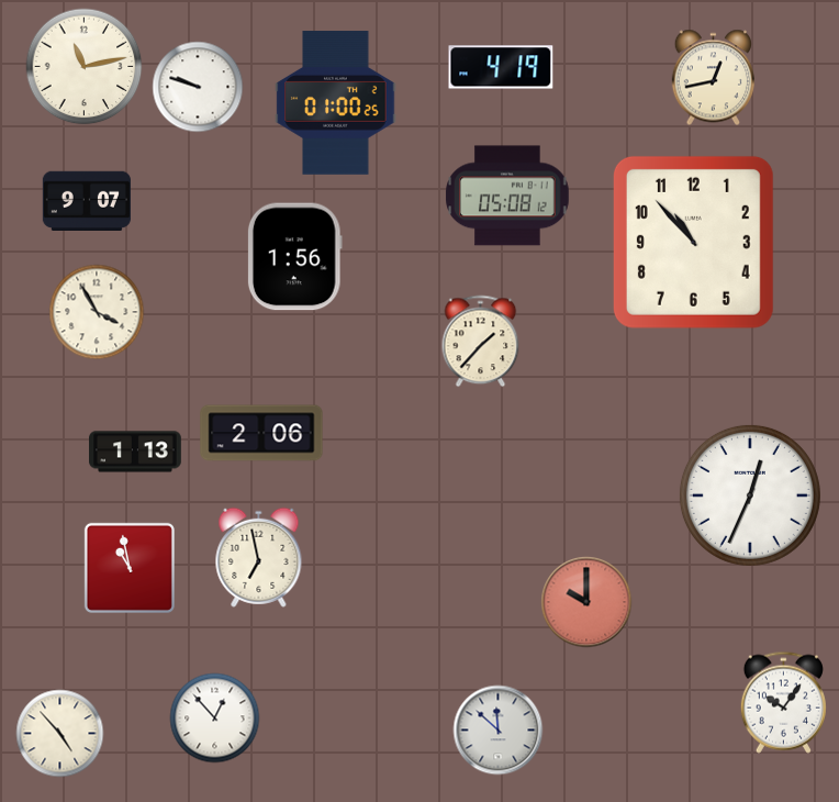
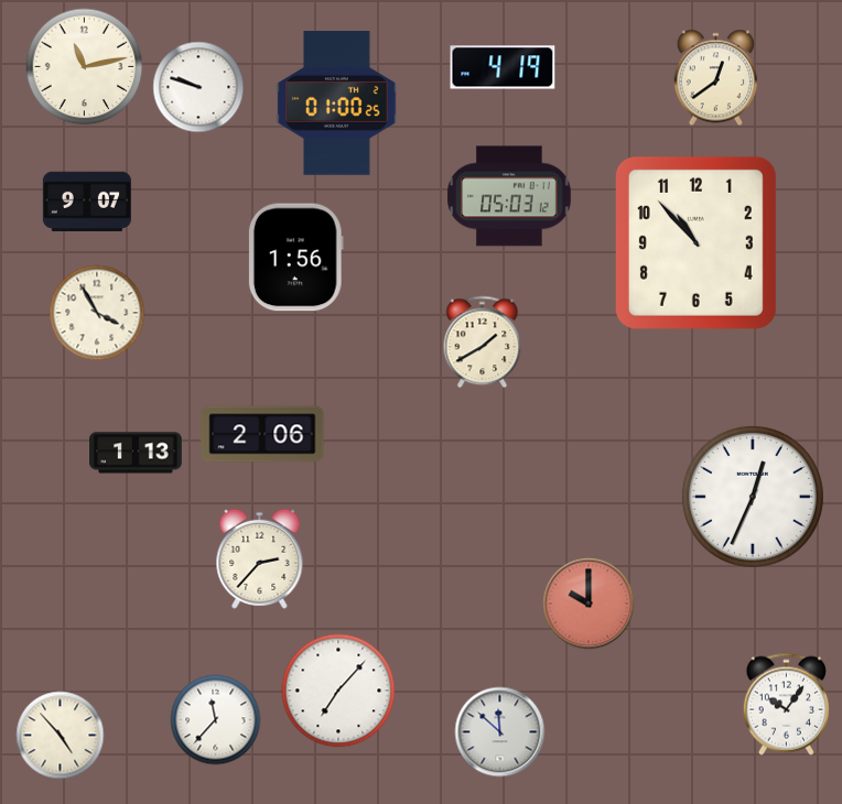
clock at (713, 78): 12:43 -> 12:39
clock at (507, 196): 05:08 -> 05:03
clock at (481, 342): 1:37 -> 1:40
clock at (259, 557): 6:58 -> 2:37
clock at (130, 568): 10:58 -> none
clock at (338, 691): none -> 7:07
clock at (215, 719): 12:53 -> 11:37
